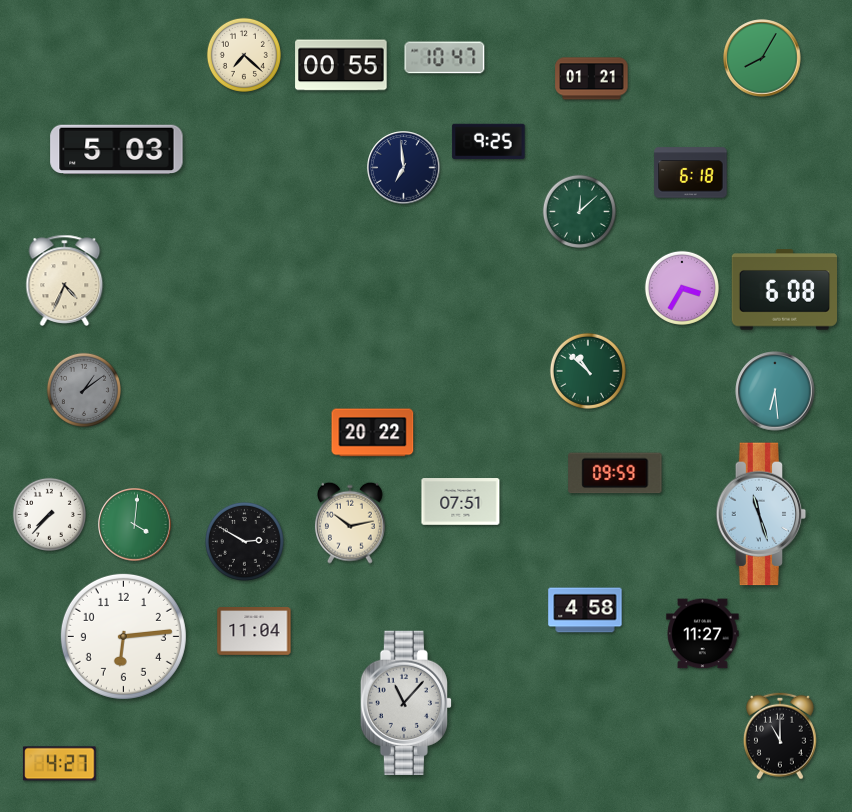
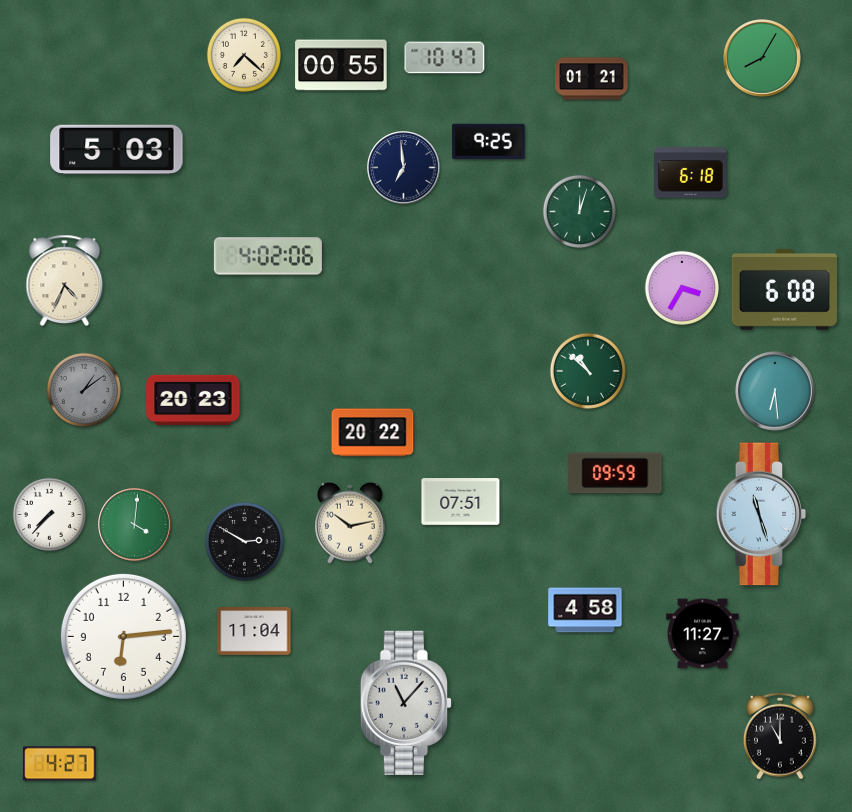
clock at (579, 211): 12:08 -> 12:03
clock at (268, 256): none -> 4:02
clock at (193, 400): none -> 20:23
